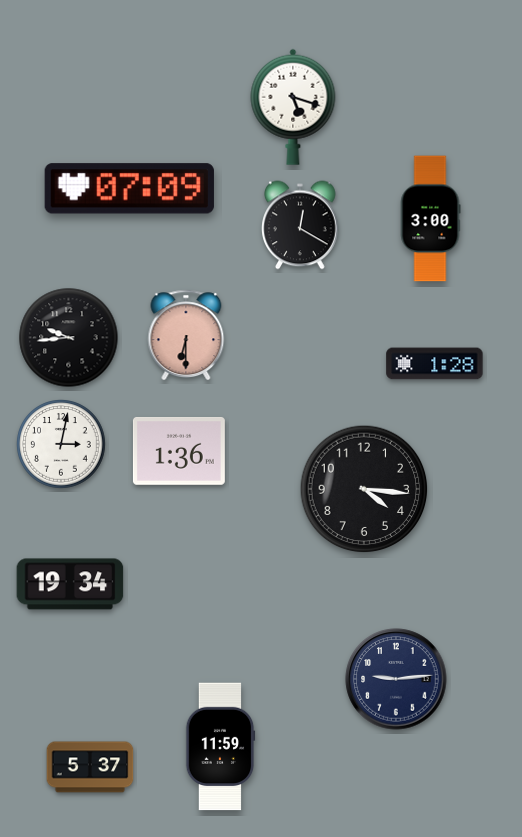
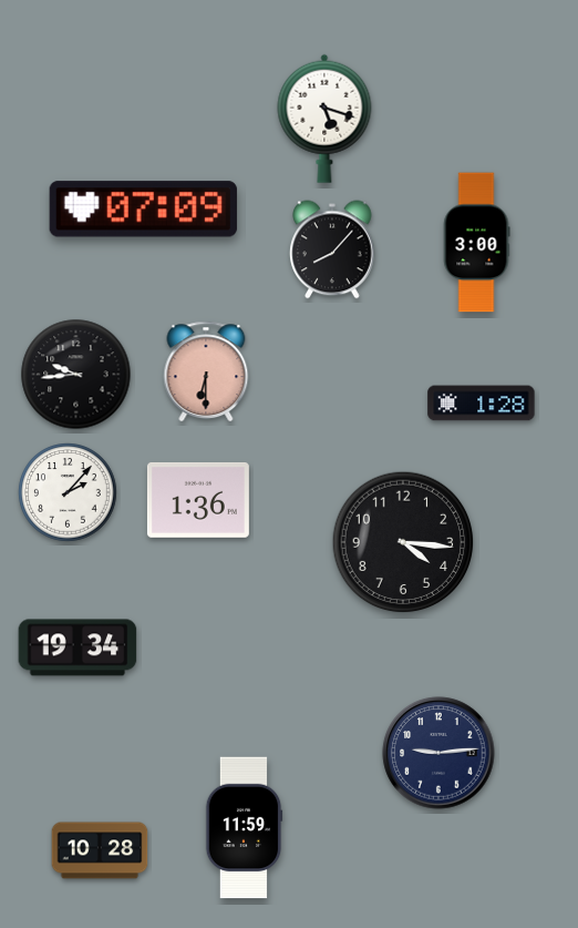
clock at (300, 225): 12:20 -> 8:07
clock at (61, 444): 3:02 -> 2:07
clock at (90, 767): 5:37 -> 10:28
